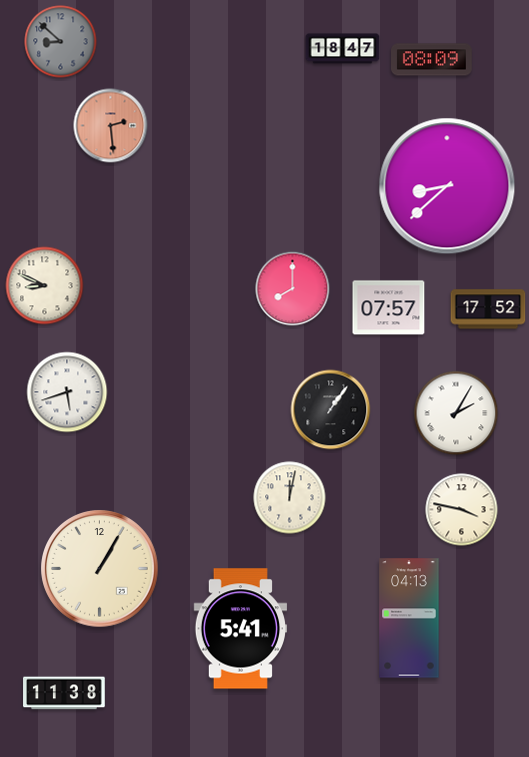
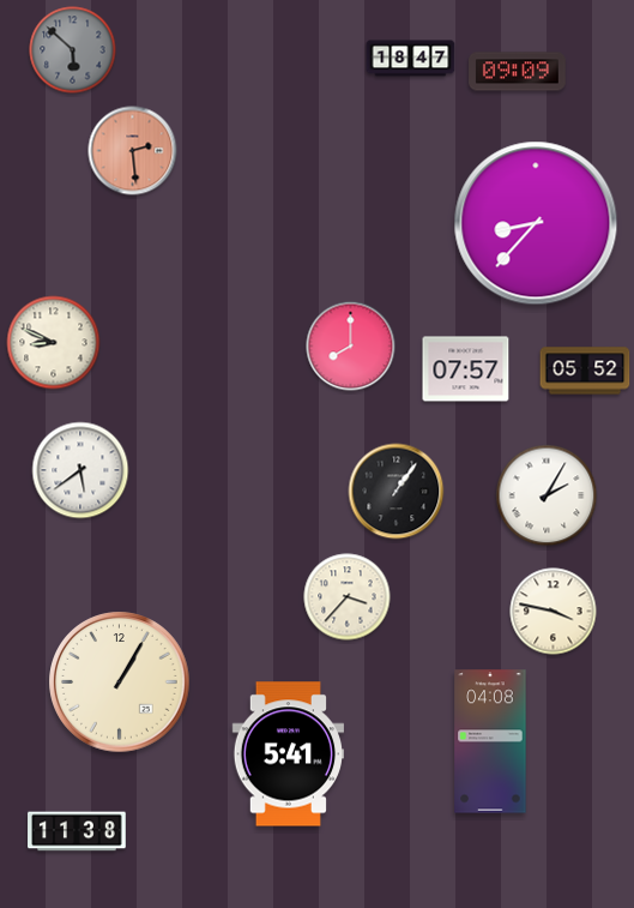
clock at (61, 42): 8:52 -> 5:52
clock at (432, 60): 08:09 -> 09:09
clock at (447, 186): 8:38 -> 8:37
clock at (488, 309): 17:52 -> 05:52
clock at (67, 392): 5:42 -> 5:39
clock at (290, 498): 12:02 -> 3:37
clock at (409, 618): 04:13 -> 04:08
